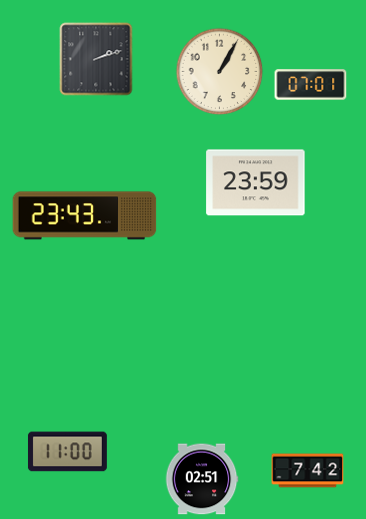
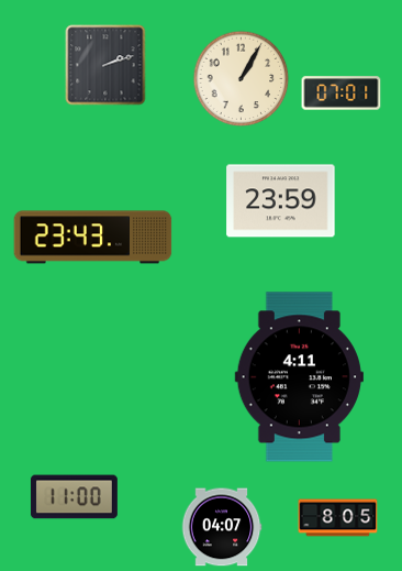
clock at (299, 377): none -> 4:11
clock at (308, 471): 7:42 -> 8:05
clock at (202, 479): 02:51 -> 04:07
